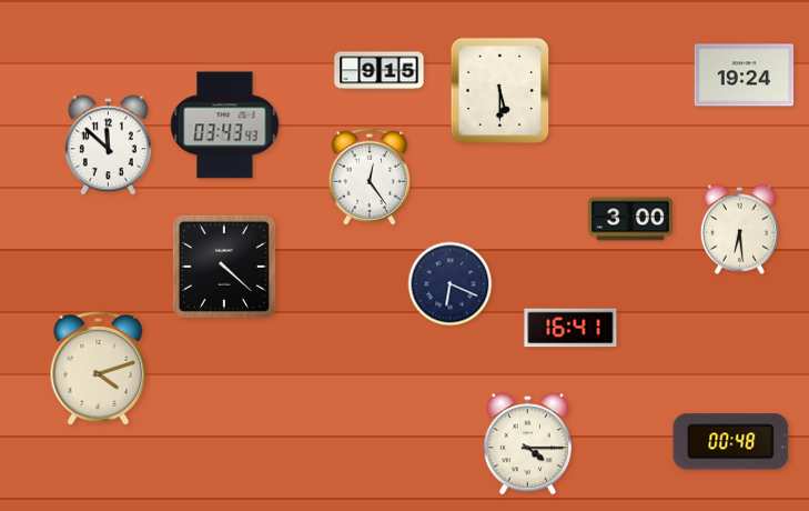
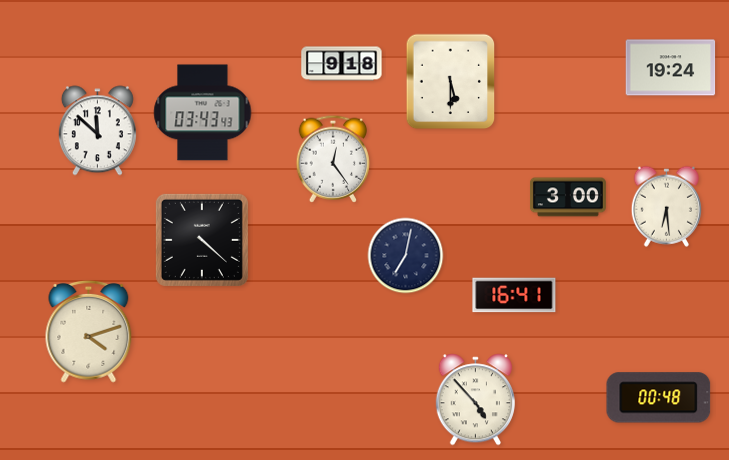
clock at (380, 71): 9:15 -> 9:18
clock at (451, 284): 6:19 -> 7:02
clock at (527, 444): 4:15 -> 4:53
